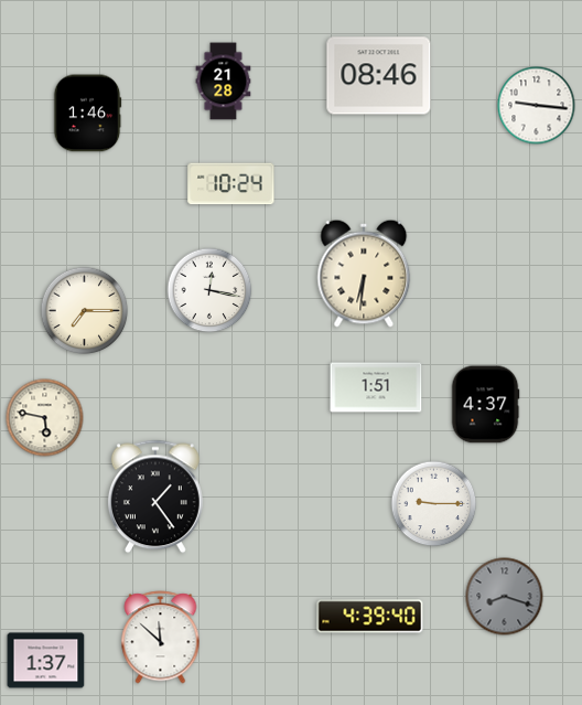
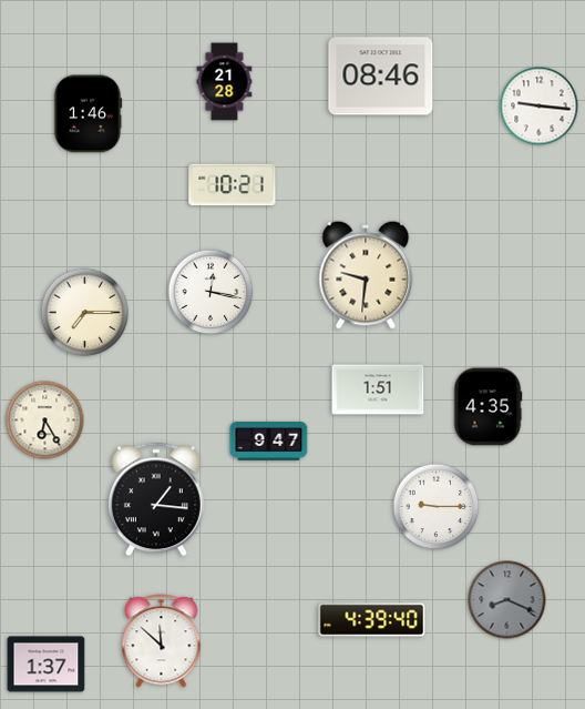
clock at (231, 184): 10:24 -> 10:21
clock at (364, 274): 6:31 -> 9:31
clock at (485, 405): 4:37 -> 4:35
clock at (45, 418): 5:47 -> 6:25
clock at (269, 440): none -> 9:47
clock at (155, 496): 1:24 -> 1:16
clock at (505, 597): 8:18 -> 8:19
